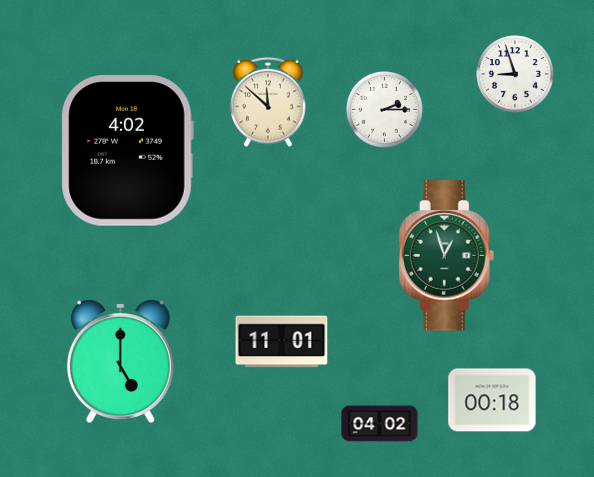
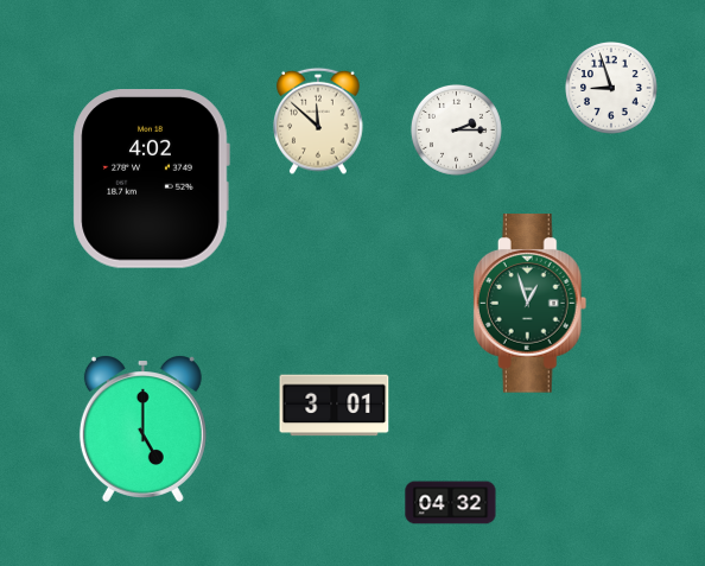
clock at (282, 342): 11:01 -> 3:01
clock at (492, 400): 00:18 -> none
clock at (380, 424): 04:02 -> 04:32
